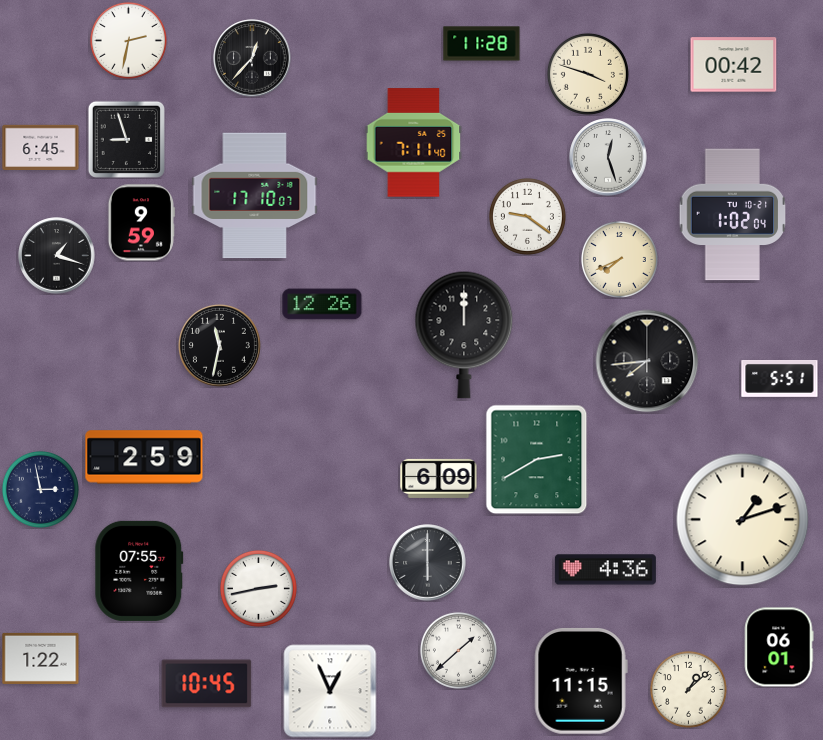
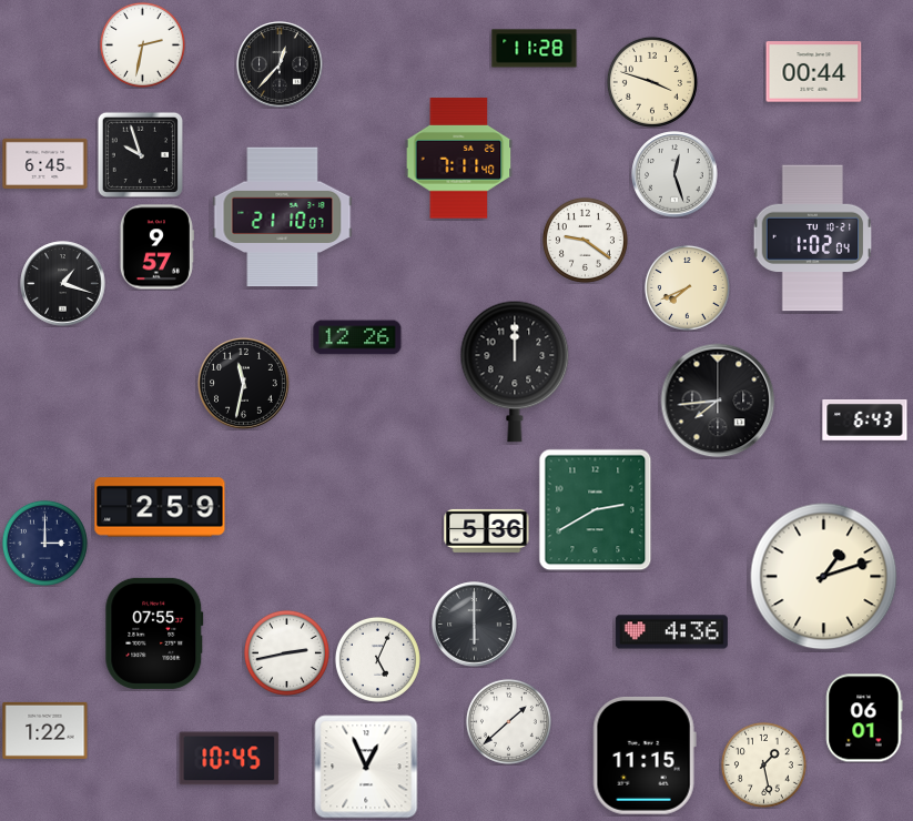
clock at (734, 65): 00:42 -> 00:44
clock at (126, 139): 8:57 -> 9:57
clock at (255, 196): 17:10 -> 21:10
clock at (141, 223): 9:59 -> 9:57
clock at (780, 379): 5:51 -> 6:43
clock at (439, 478): 6:09 -> 5:36
clock at (40, 489): 2:58 -> 3:00
clock at (377, 659): none -> 5:04
clock at (688, 689): 1:08 -> 1:28
